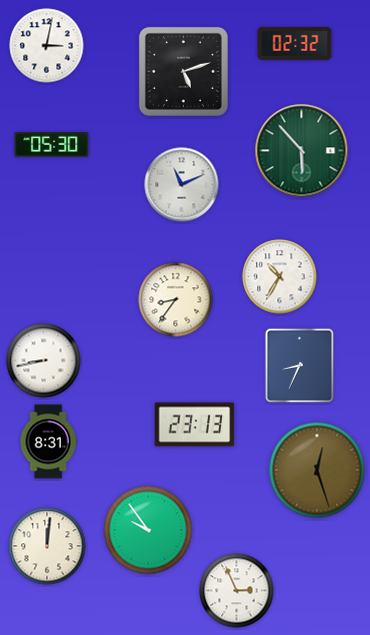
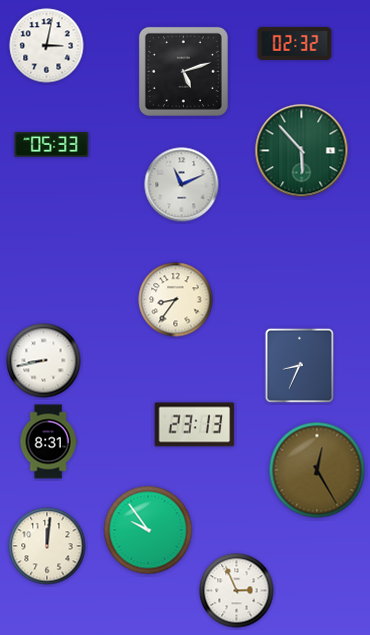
clock at (52, 145): 05:30 -> 05:33
clock at (280, 277): 10:35 -> none
clock at (317, 470): 12:27 -> 12:25
